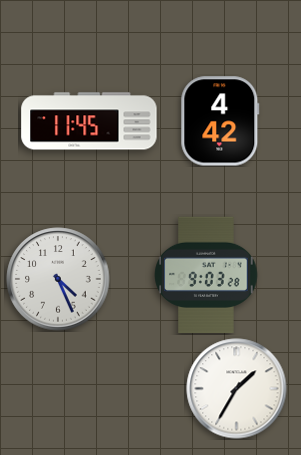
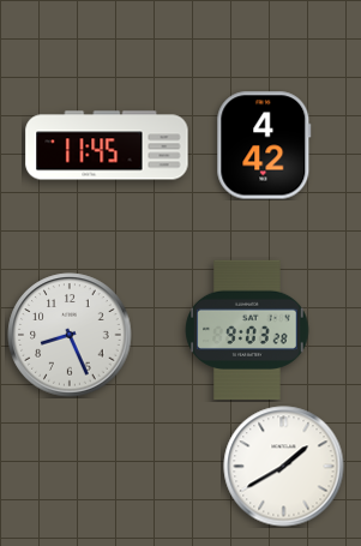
clock at (58, 279): 4:26 -> 8:26
clock at (237, 389): 1:35 -> 1:40
